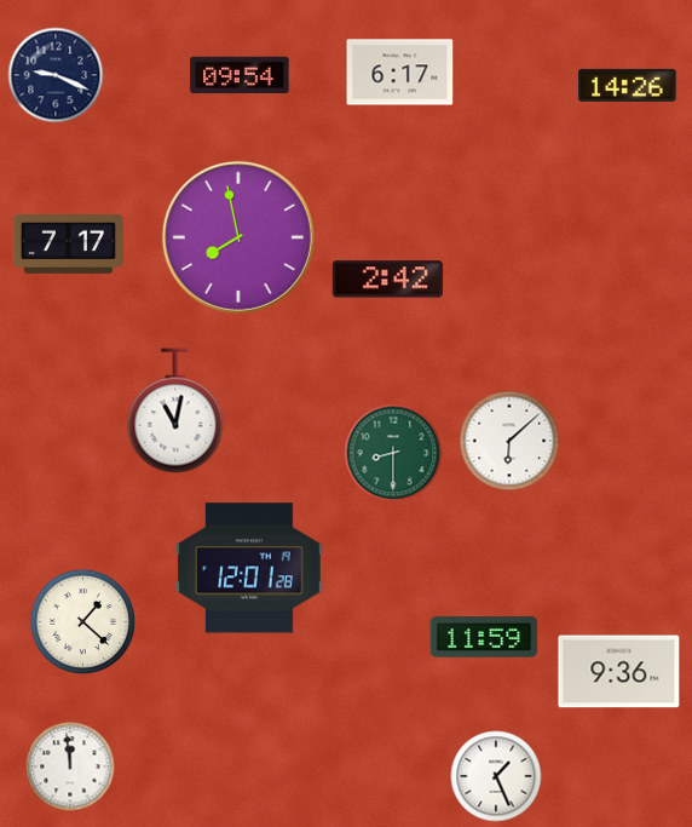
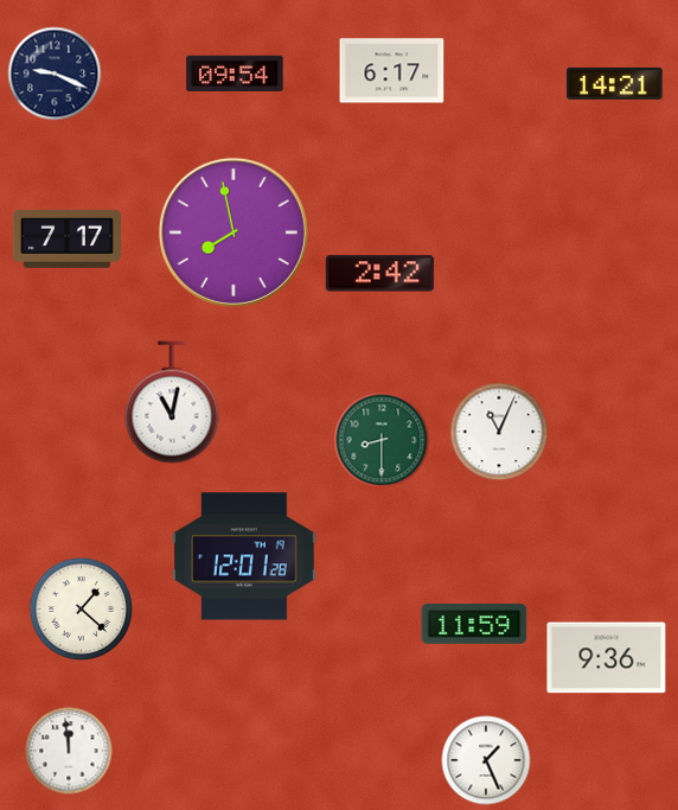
clock at (628, 85): 14:26 -> 14:21
clock at (509, 441): 6:08 -> 11:04
clock at (393, 453) position: (393, 453) -> (382, 440)
